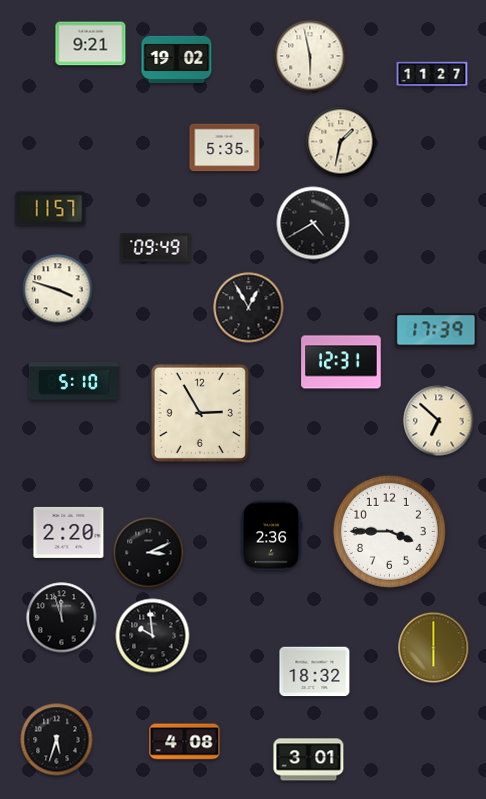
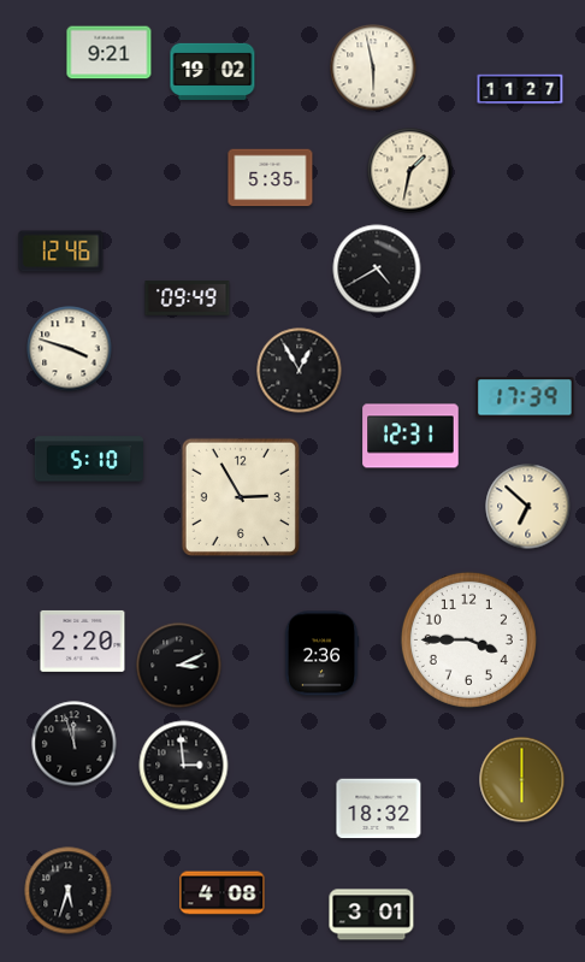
clock at (51, 209): 11:57 -> 12:46
clock at (271, 536) position: (271, 536) -> (321, 654)
clock at (153, 636): 9:59 -> 2:59
